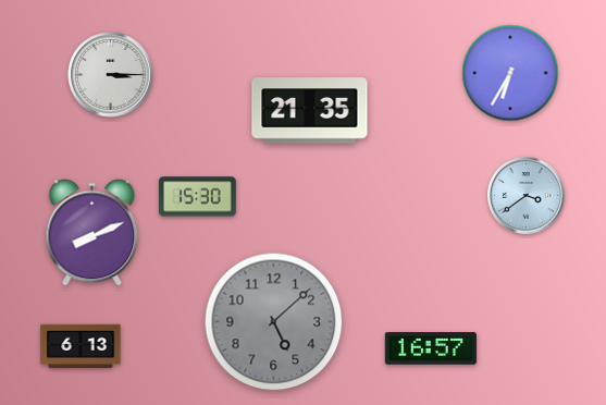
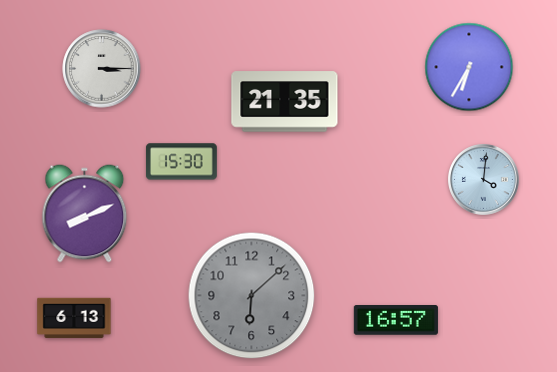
clock at (527, 196): 3:39 -> 4:01
clock at (197, 197) position: (197, 197) -> (181, 162)
clock at (274, 322): 5:08 -> 6:08
